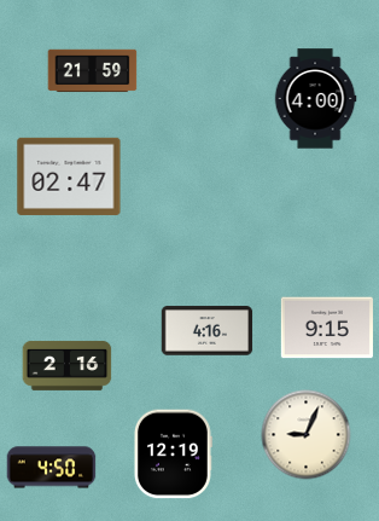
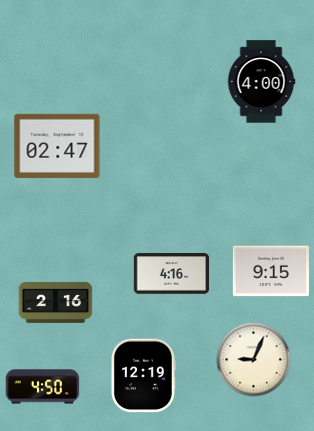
clock at (93, 71): 21:59 -> none
